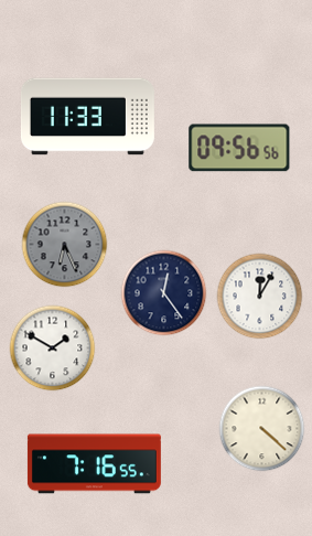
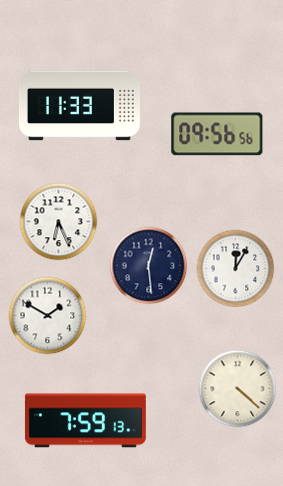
clock at (64, 244) dial: grey -> white
clock at (163, 292): 12:24 -> 12:29
clock at (94, 464): 7:16 -> 7:59
